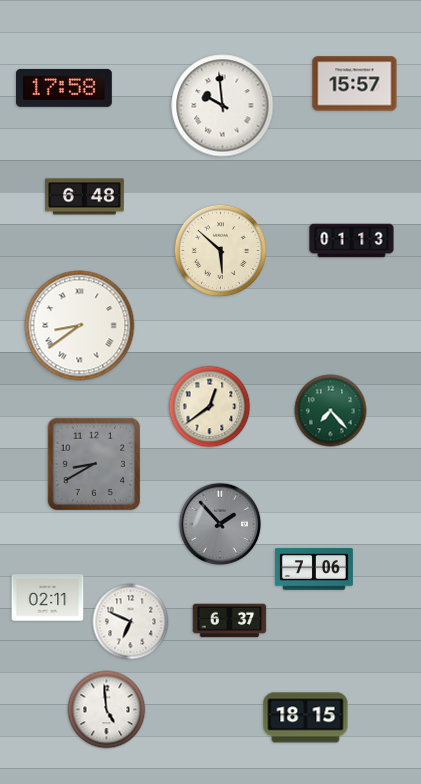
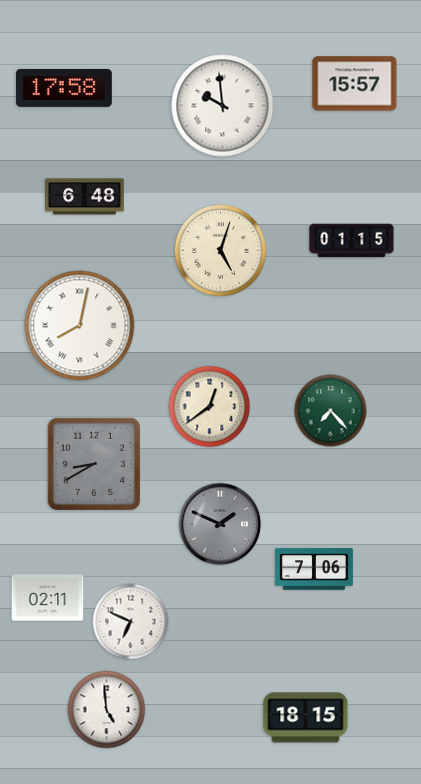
clock at (352, 241): 01:13 -> 01:15
clock at (220, 250): 5:52 -> 5:03
clock at (80, 326): 8:39 -> 8:02
clock at (220, 524): 1:53 -> 1:49
clock at (230, 621): 6:37 -> none
